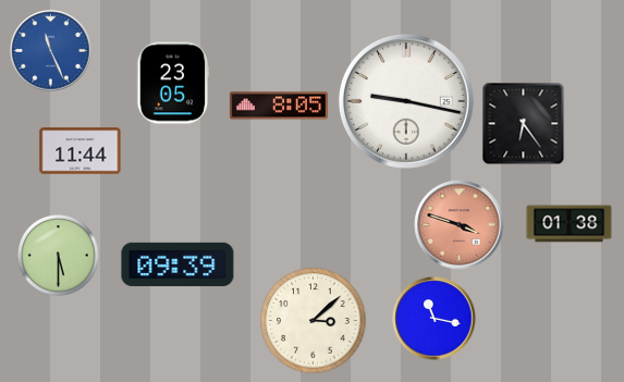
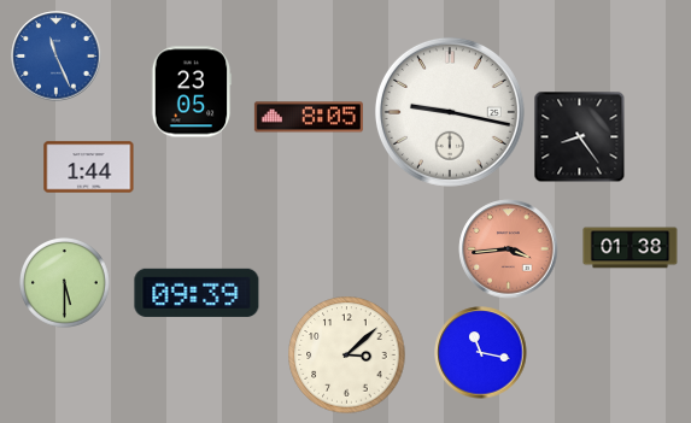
clock at (524, 124): 6:24 -> 8:24
clock at (81, 151): 11:44 -> 1:44
clock at (460, 225): 3:48 -> 3:44
